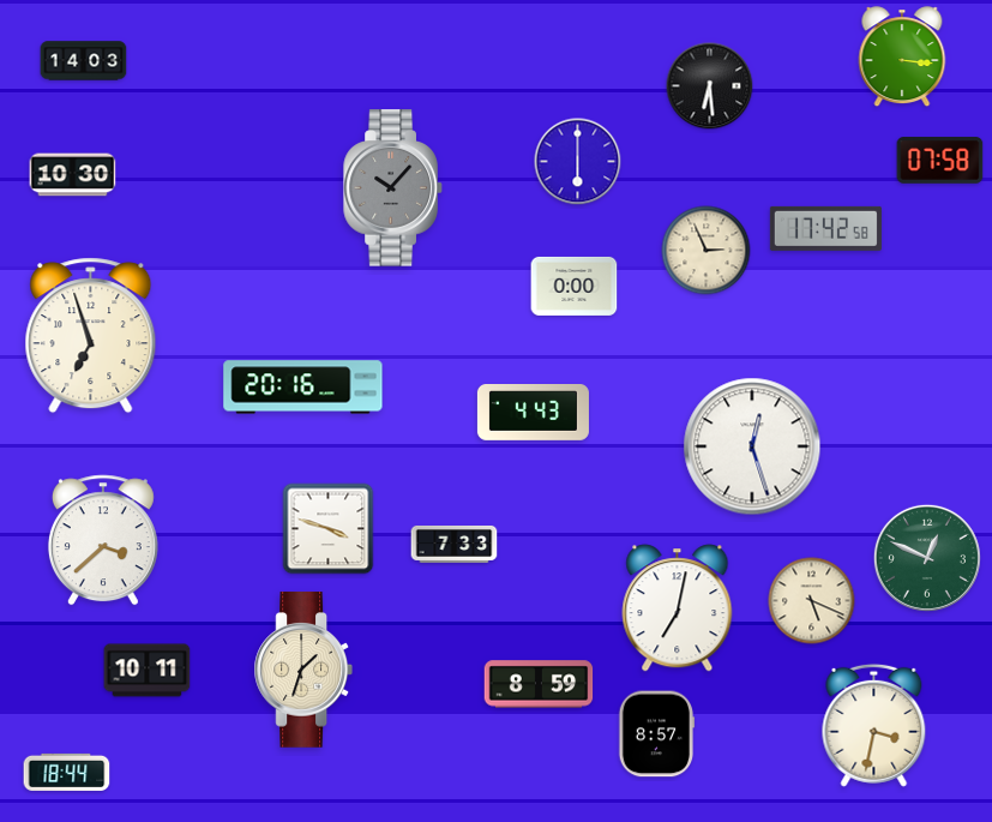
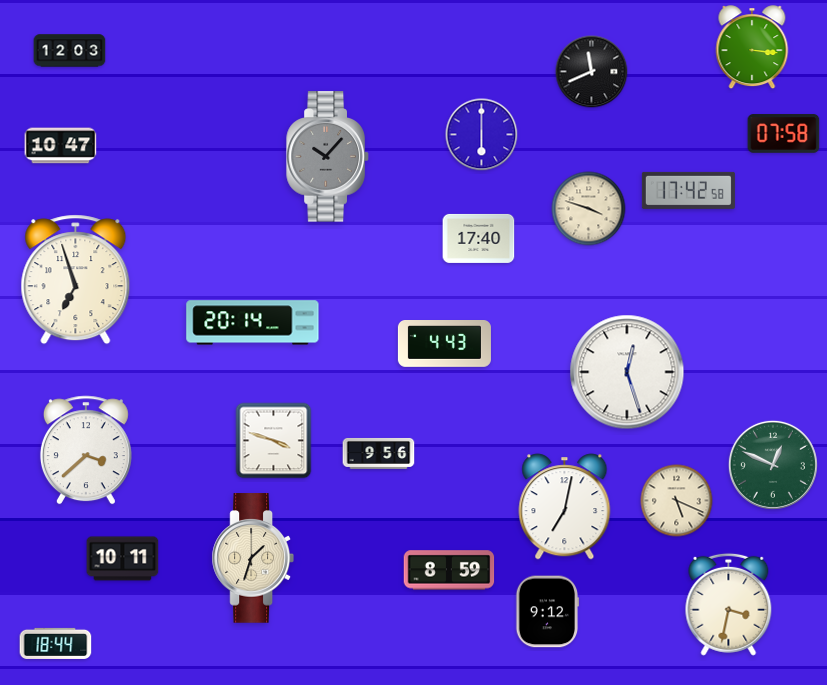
clock at (84, 61): 14:03 -> 12:03
clock at (710, 86): 6:29 -> 11:41
clock at (73, 175): 10:30 -> 10:47
clock at (707, 251): 2:56 -> 3:48
clock at (575, 286): 0:00 -> 17:40
clock at (303, 388): 20:16 -> 20:14
clock at (455, 544): 7:33 -> 9:56
clock at (656, 734): 8:57 -> 9:12
